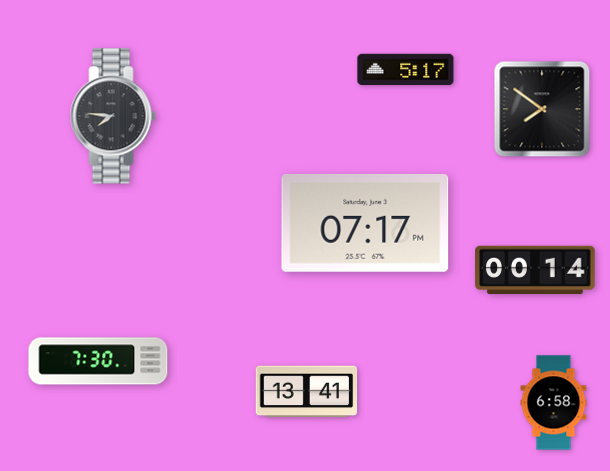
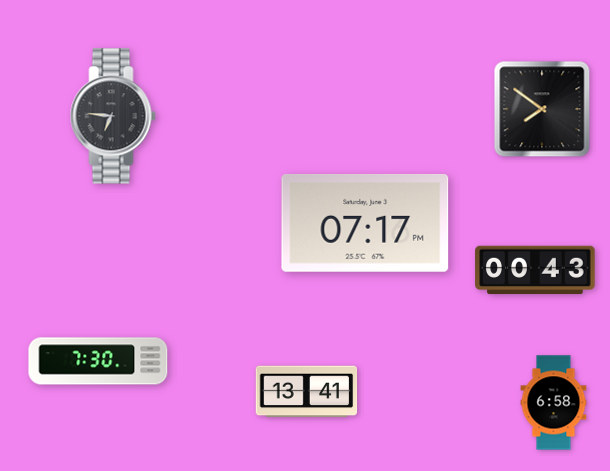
clock at (406, 70): 5:17 -> none
clock at (113, 116): 7:46 -> 6:46
clock at (535, 270): 00:14 -> 00:43
